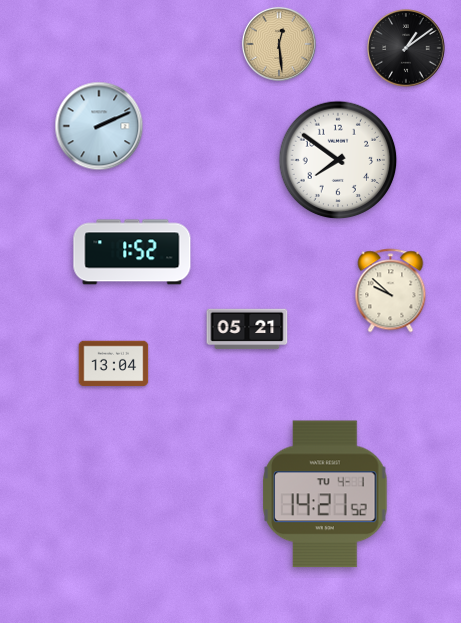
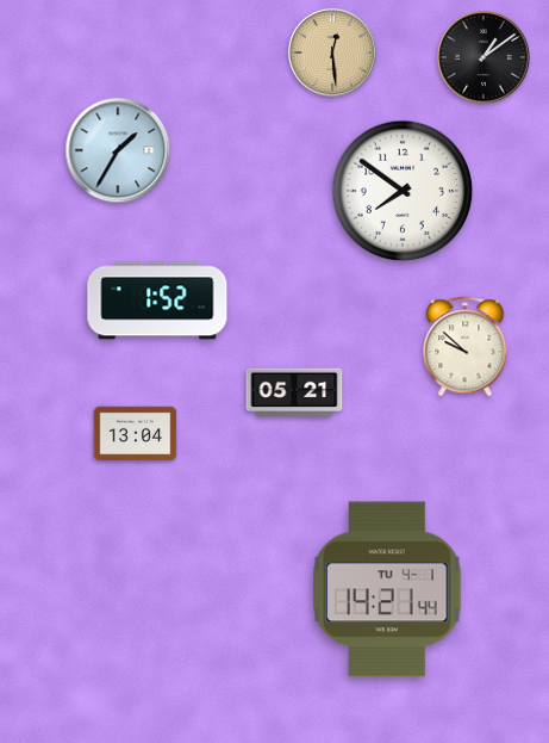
clock at (99, 126): 2:11 -> 1:35
clock at (325, 494): 14:21:52 -> 14:21:44
